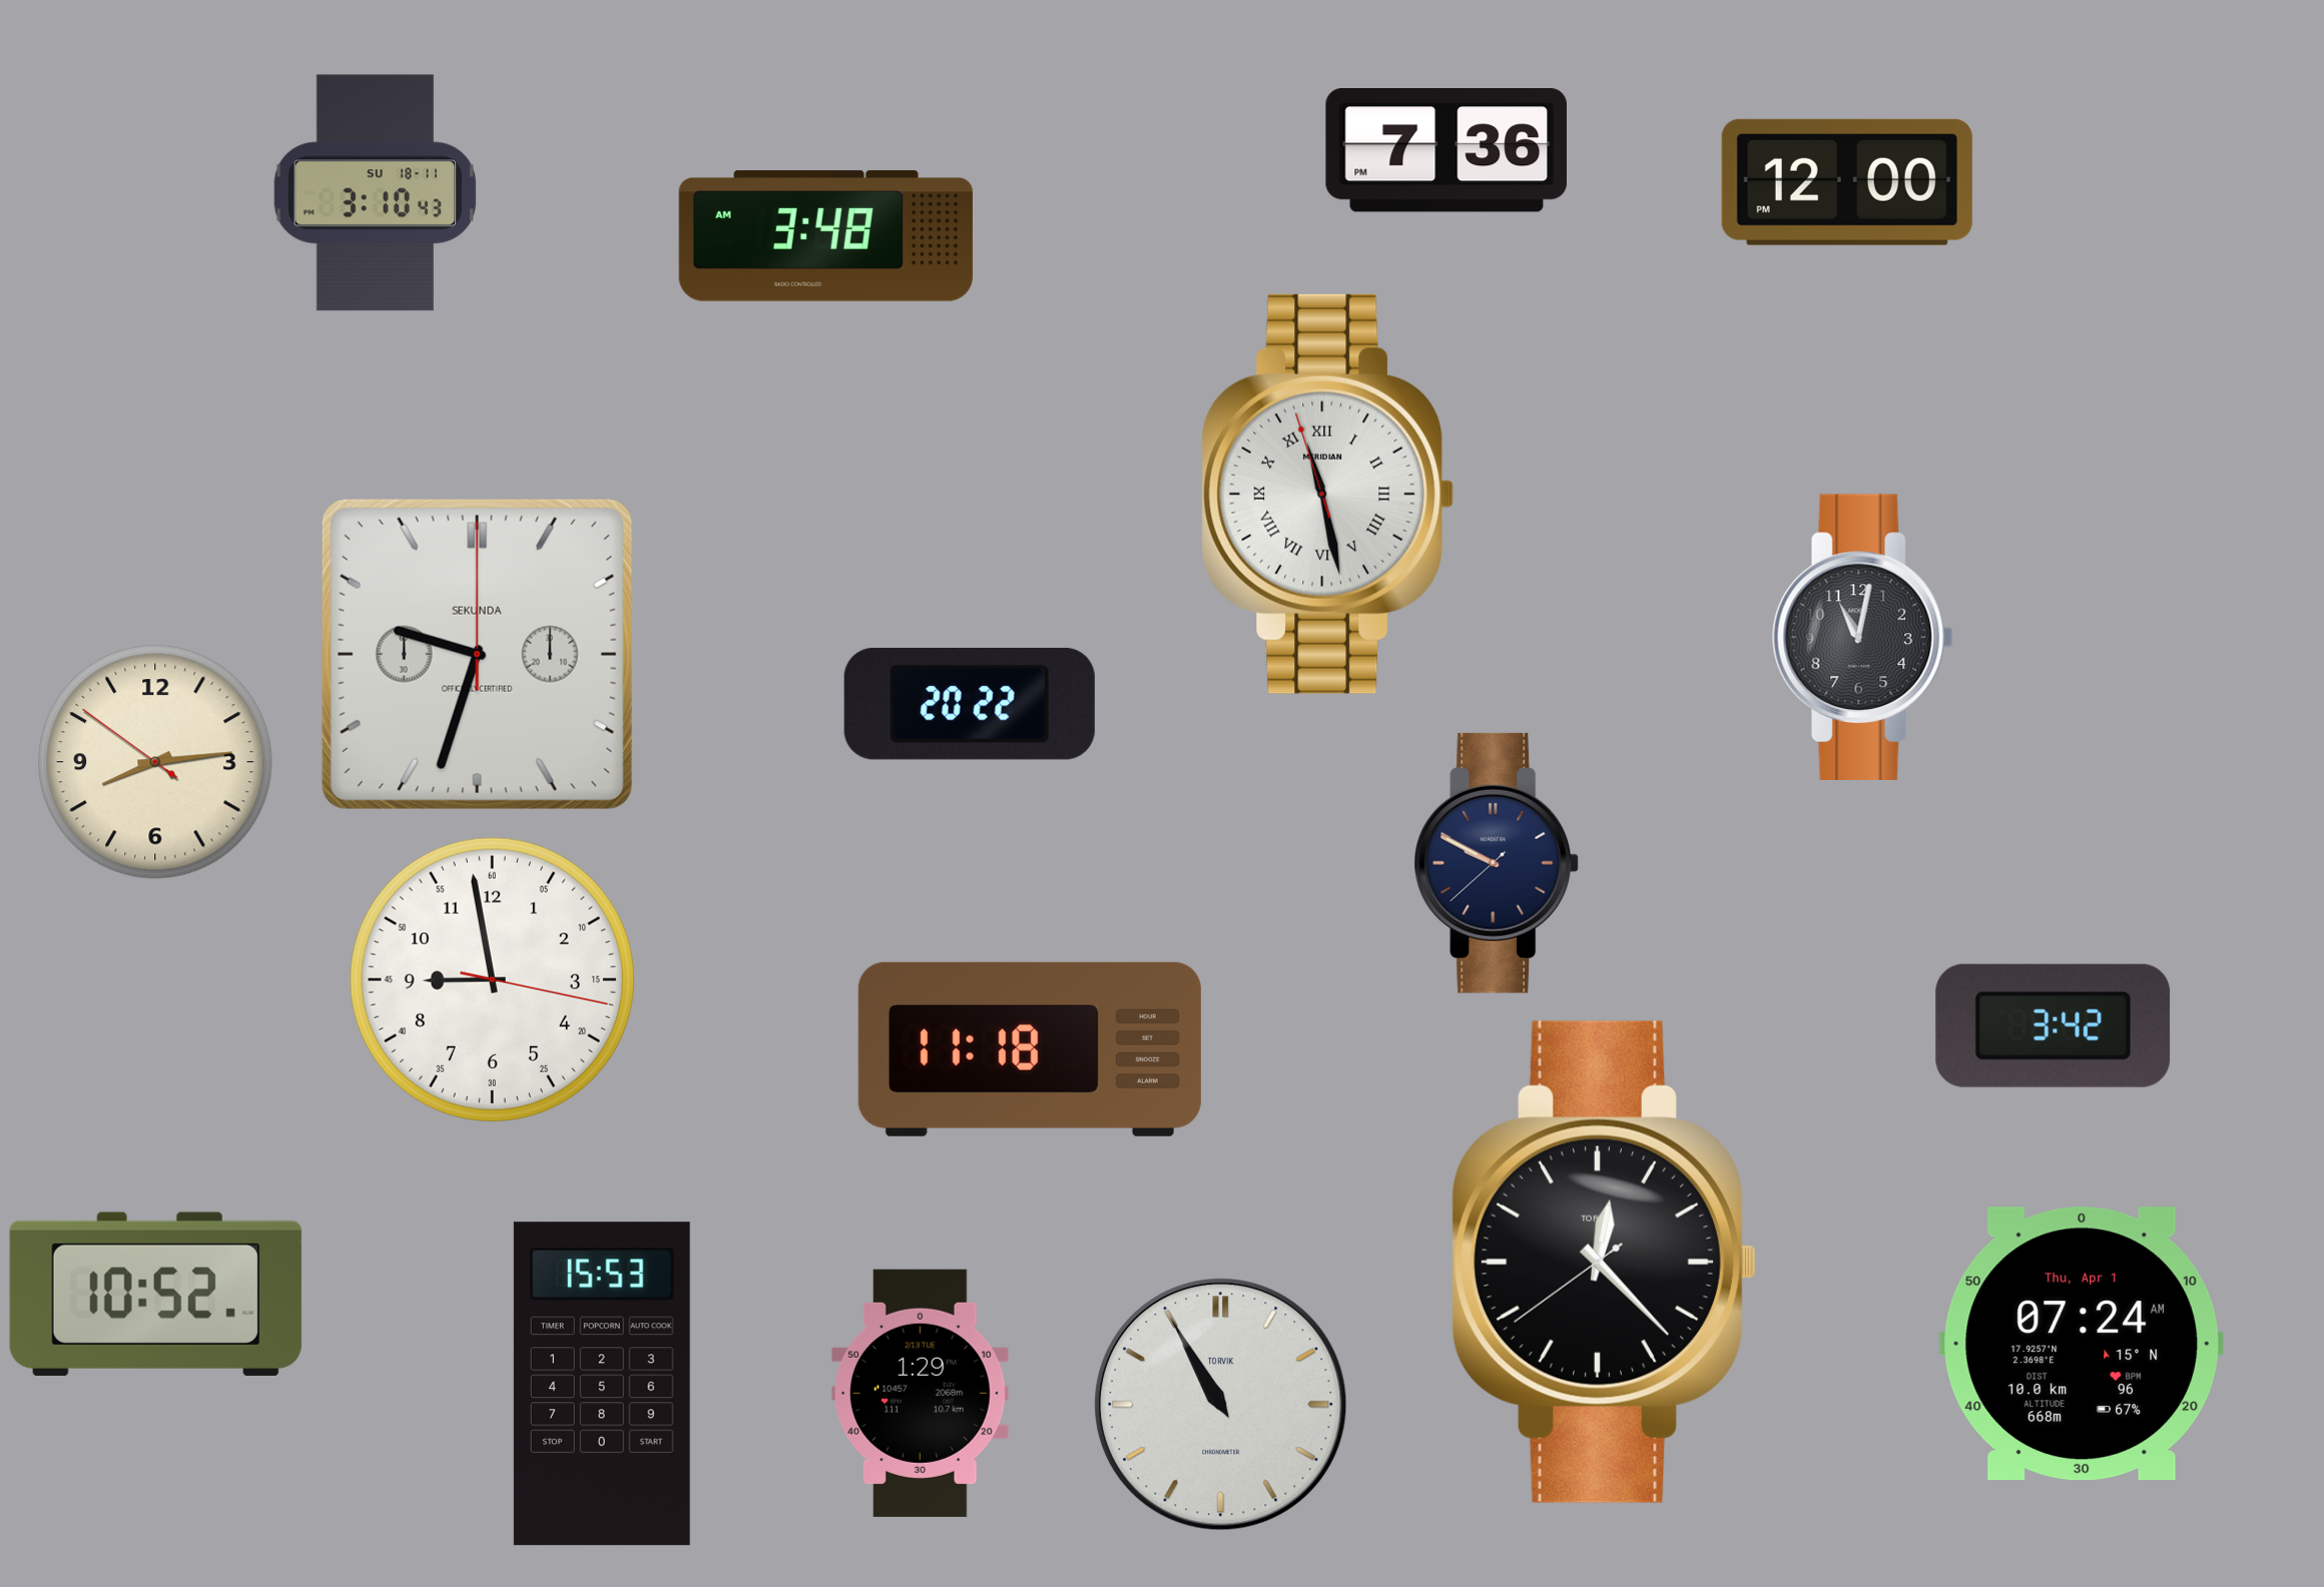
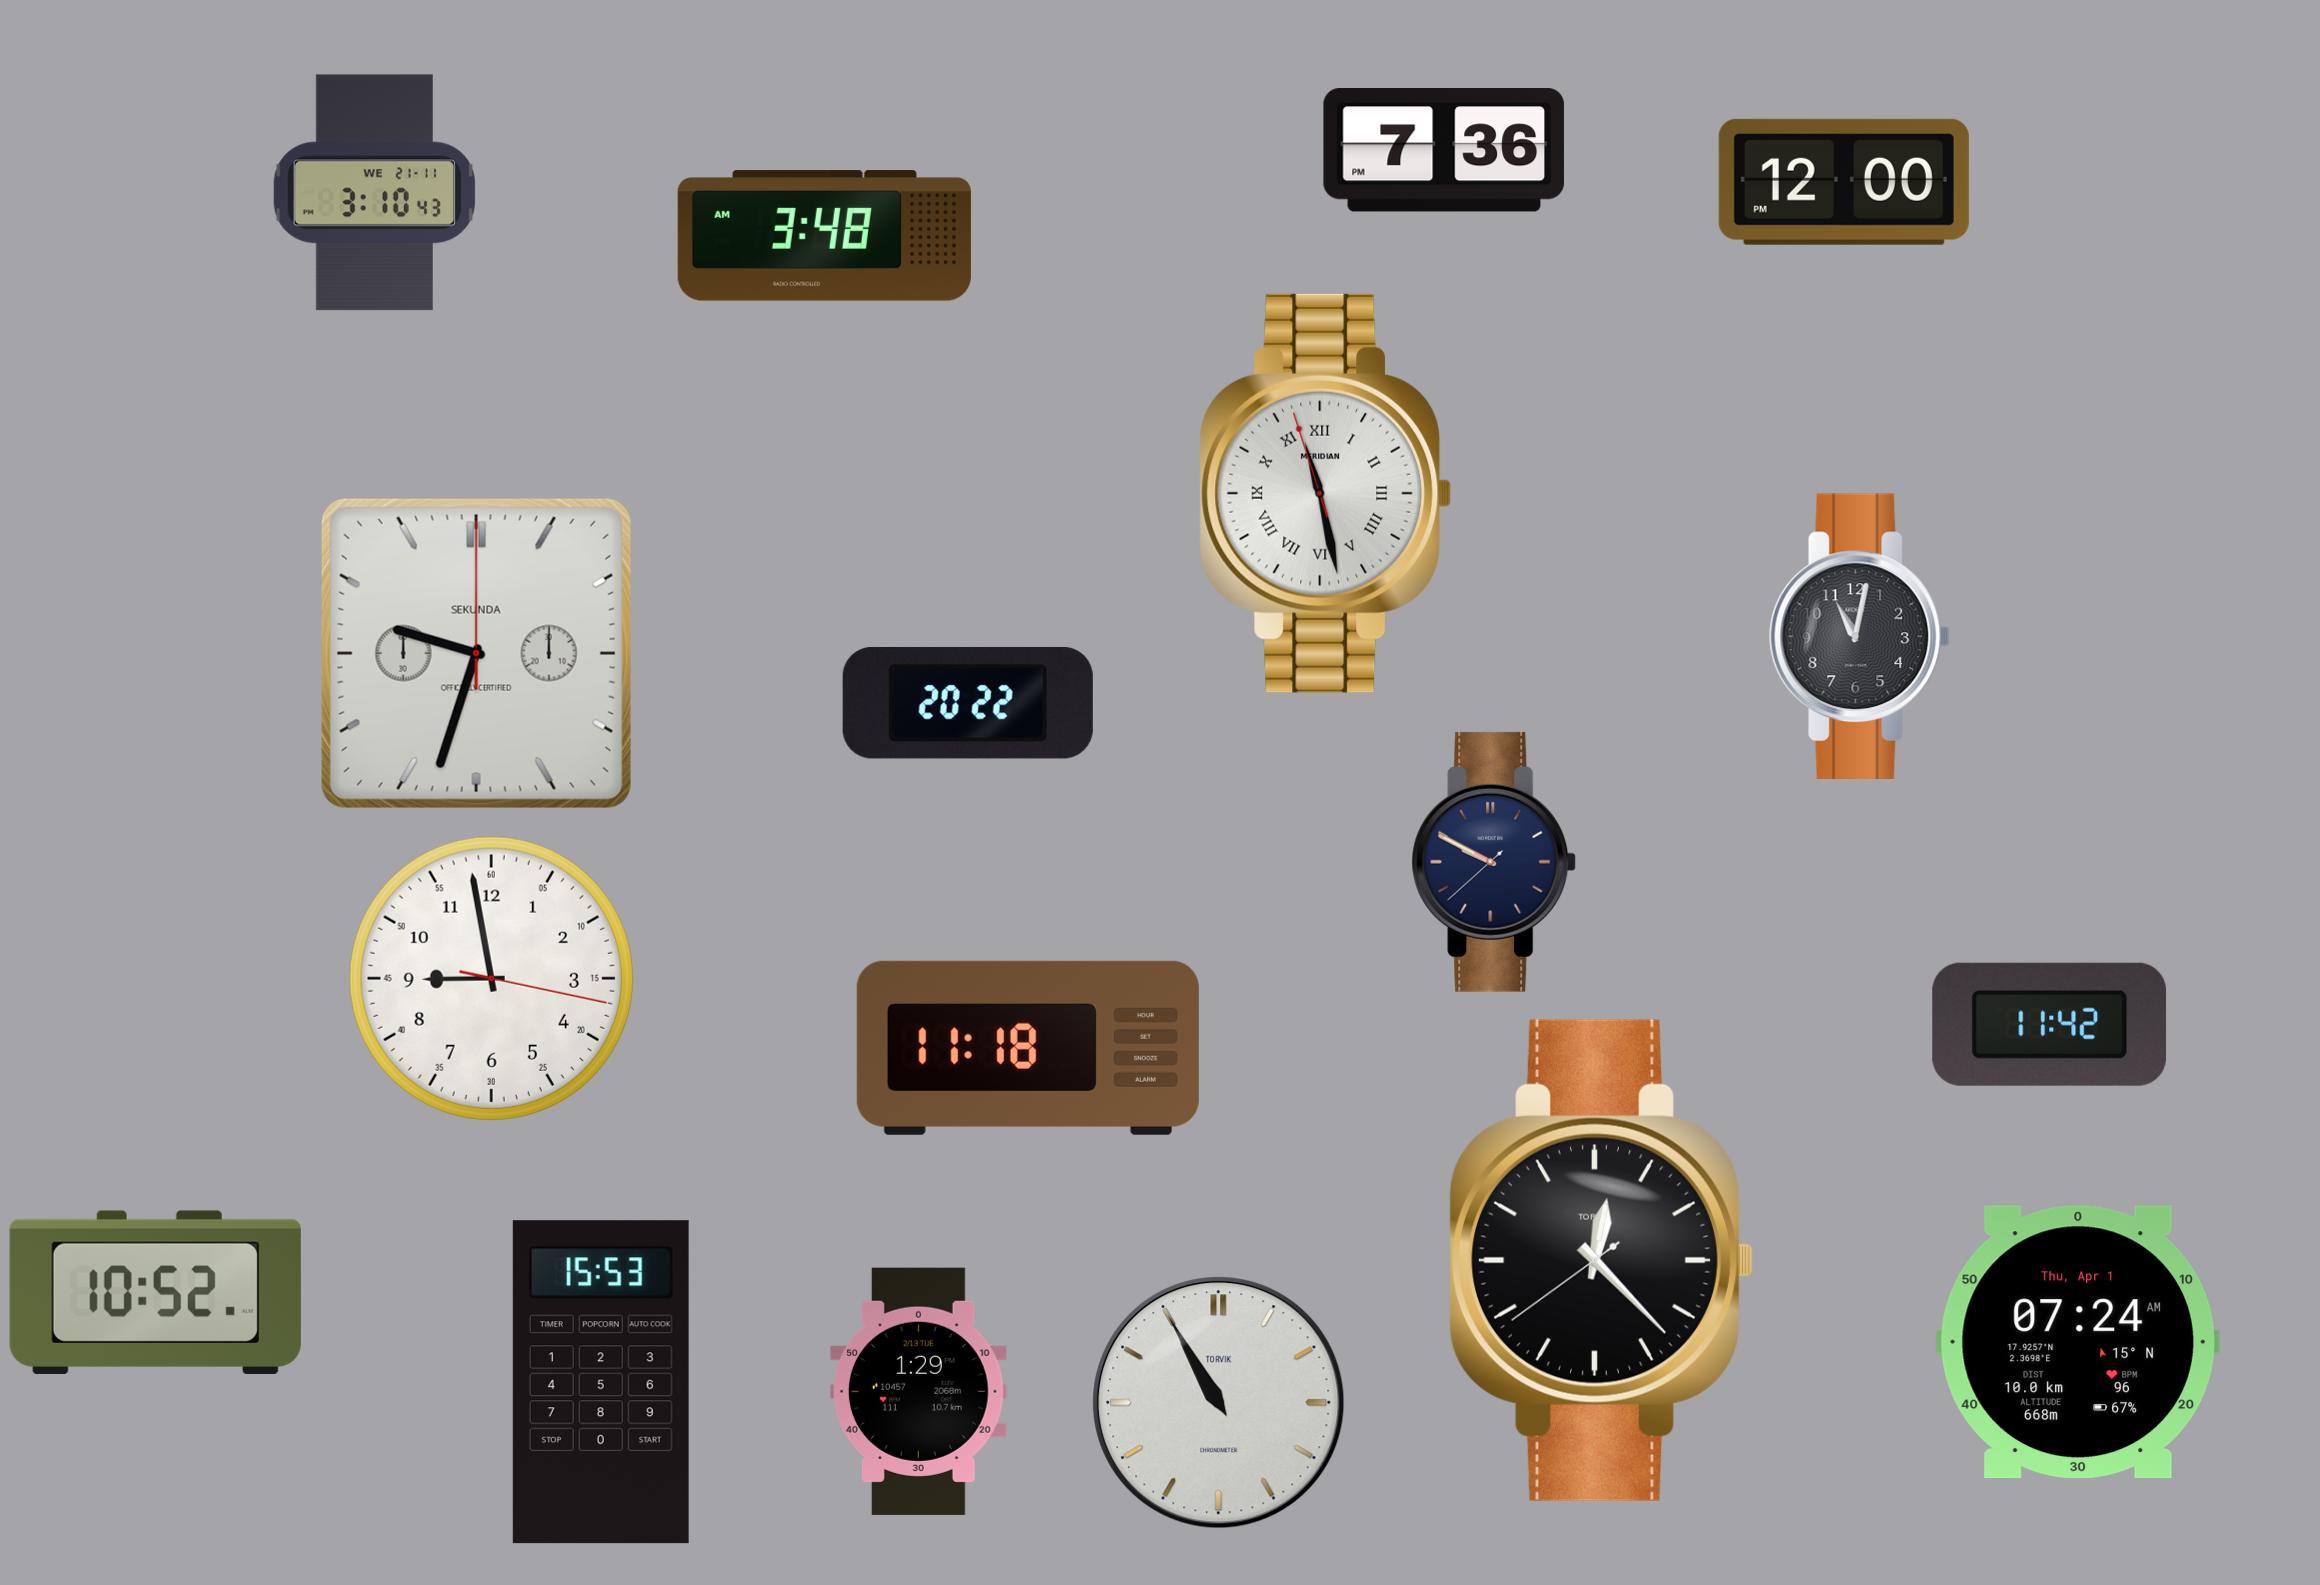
clock at (375, 193) date: SU 18-11 -> WE 21-11
clock at (155, 762): 8:13 -> none
clock at (2054, 1025): 3:42 -> 11:42
